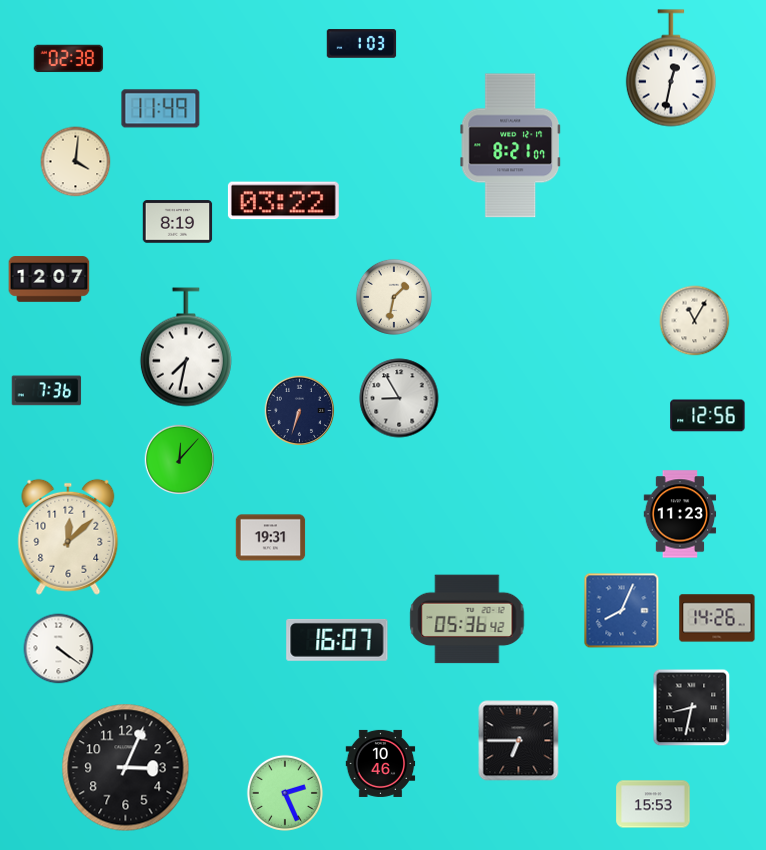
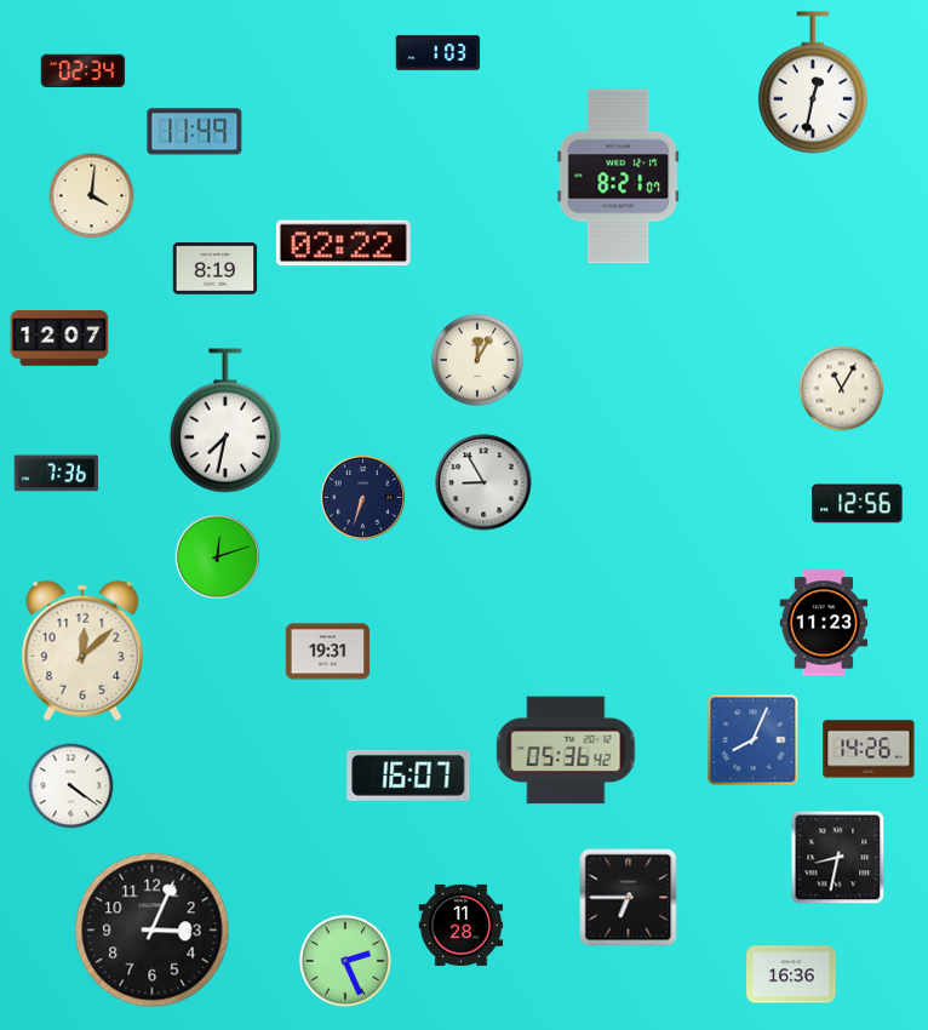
clock at (69, 59): 02:38 -> 02:34
clock at (283, 201): 03:22 -> 02:22
clock at (394, 297): 1:32 -> 12:05
clock at (179, 459): 12:07 -> 12:12
clock at (381, 763): 10:46 -> 11:28
clock at (653, 804): 15:53 -> 16:36
